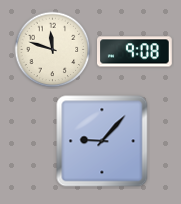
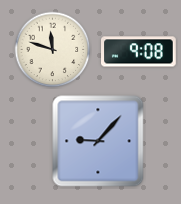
clock at (135, 52) position: (135, 52) -> (139, 52)
clock at (102, 141) position: (102, 141) -> (98, 141)
